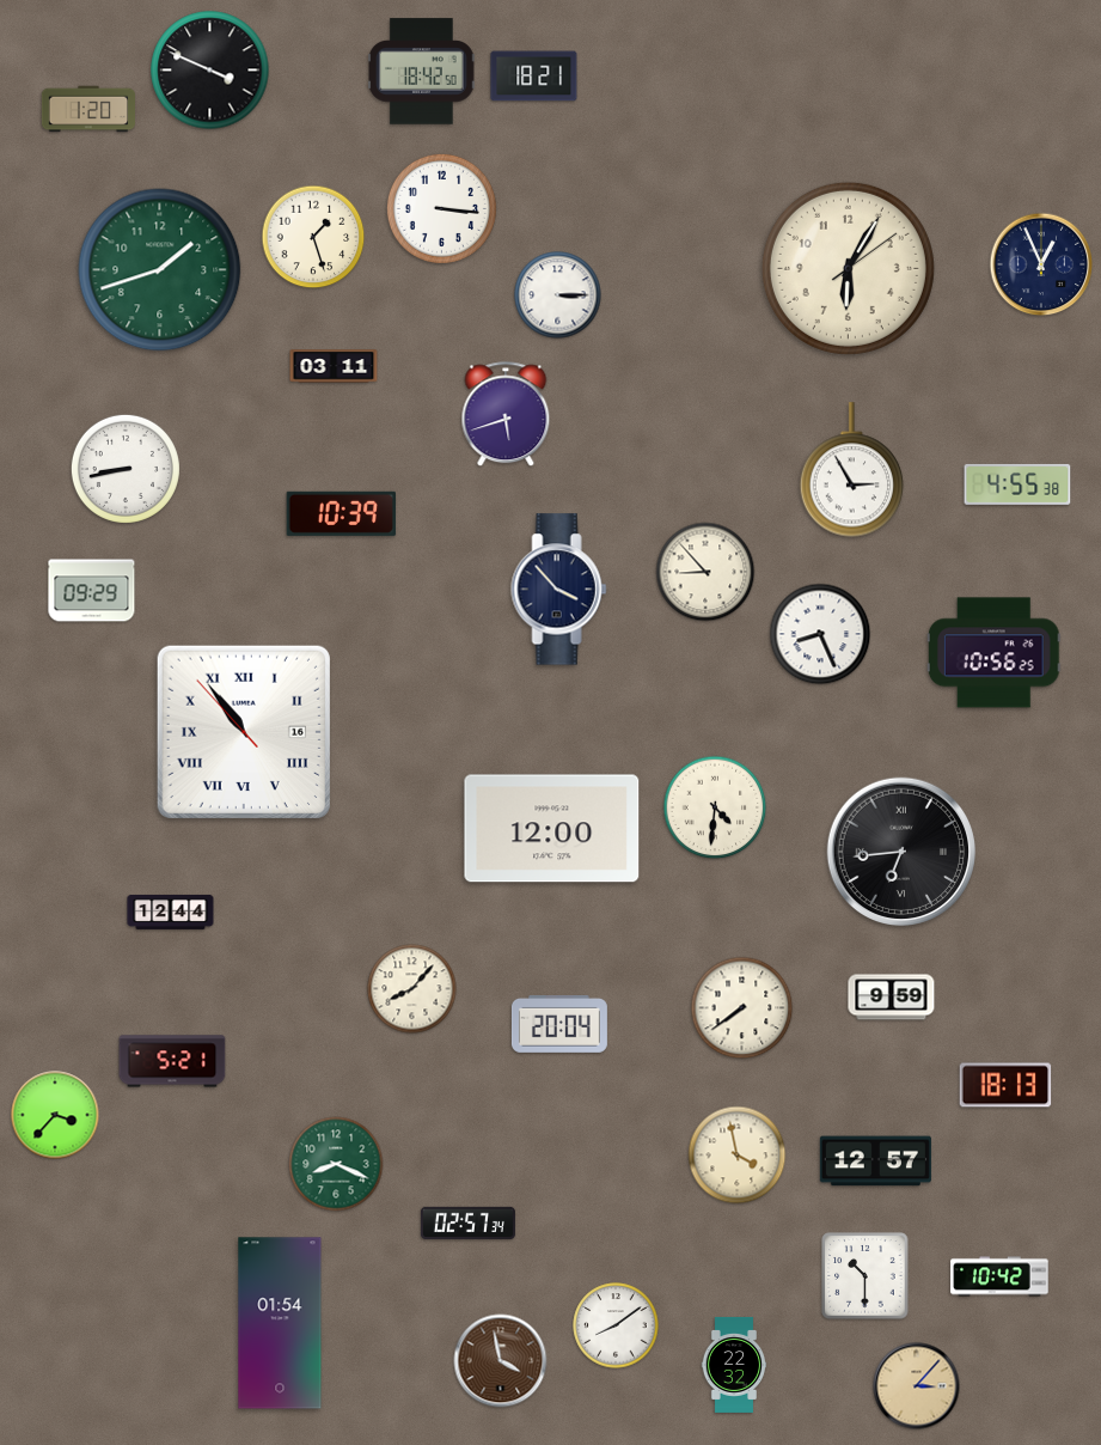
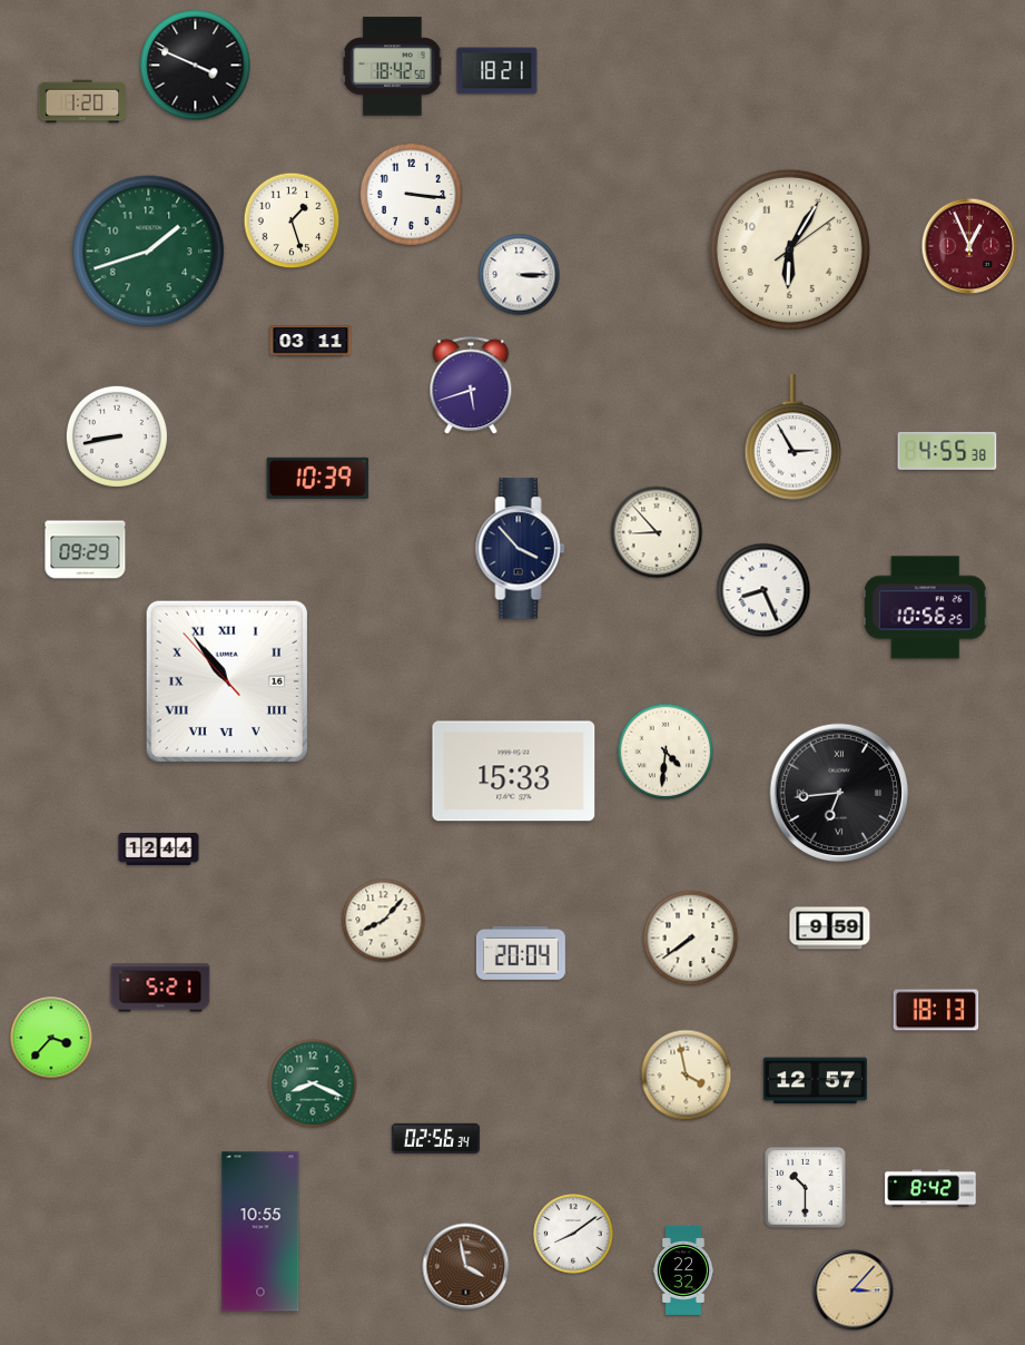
clock at (1041, 264) dial: navy -> burgundy
clock at (552, 829): 12:00 -> 15:33
clock at (467, 1223): 02:57 -> 02:56
clock at (999, 1276): 10:42 -> 8:42
clock at (280, 1323): 01:54 -> 10:55
